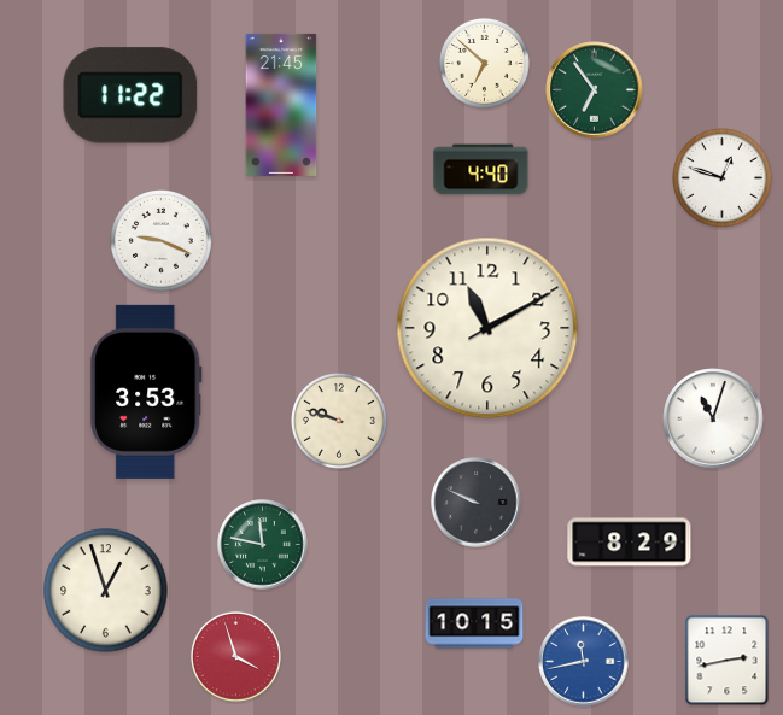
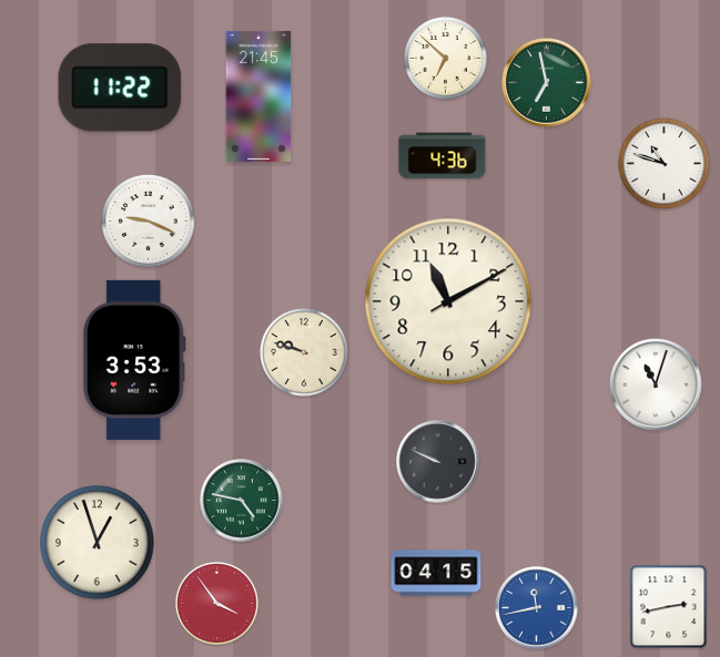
clock at (595, 90): 6:54 -> 6:58
clock at (481, 170): 4:40 -> 4:36
clock at (723, 178): 12:48 -> 10:48
clock at (339, 421) position: (339, 421) -> (304, 352)
clock at (630, 543): 8:29 -> none
clock at (263, 545): 11:47 -> 4:47
clock at (474, 623): 10:15 -> 04:15
clock at (235, 656): 3:57 -> 3:54
